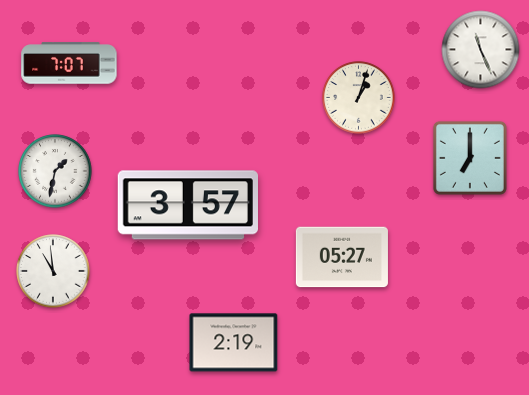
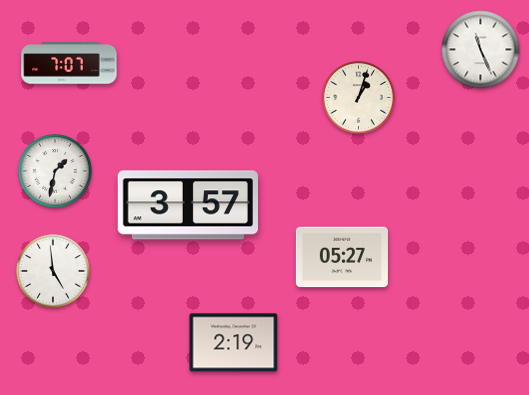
clock at (470, 158): 7:00 -> none
clock at (53, 271): 10:59 -> 4:59
